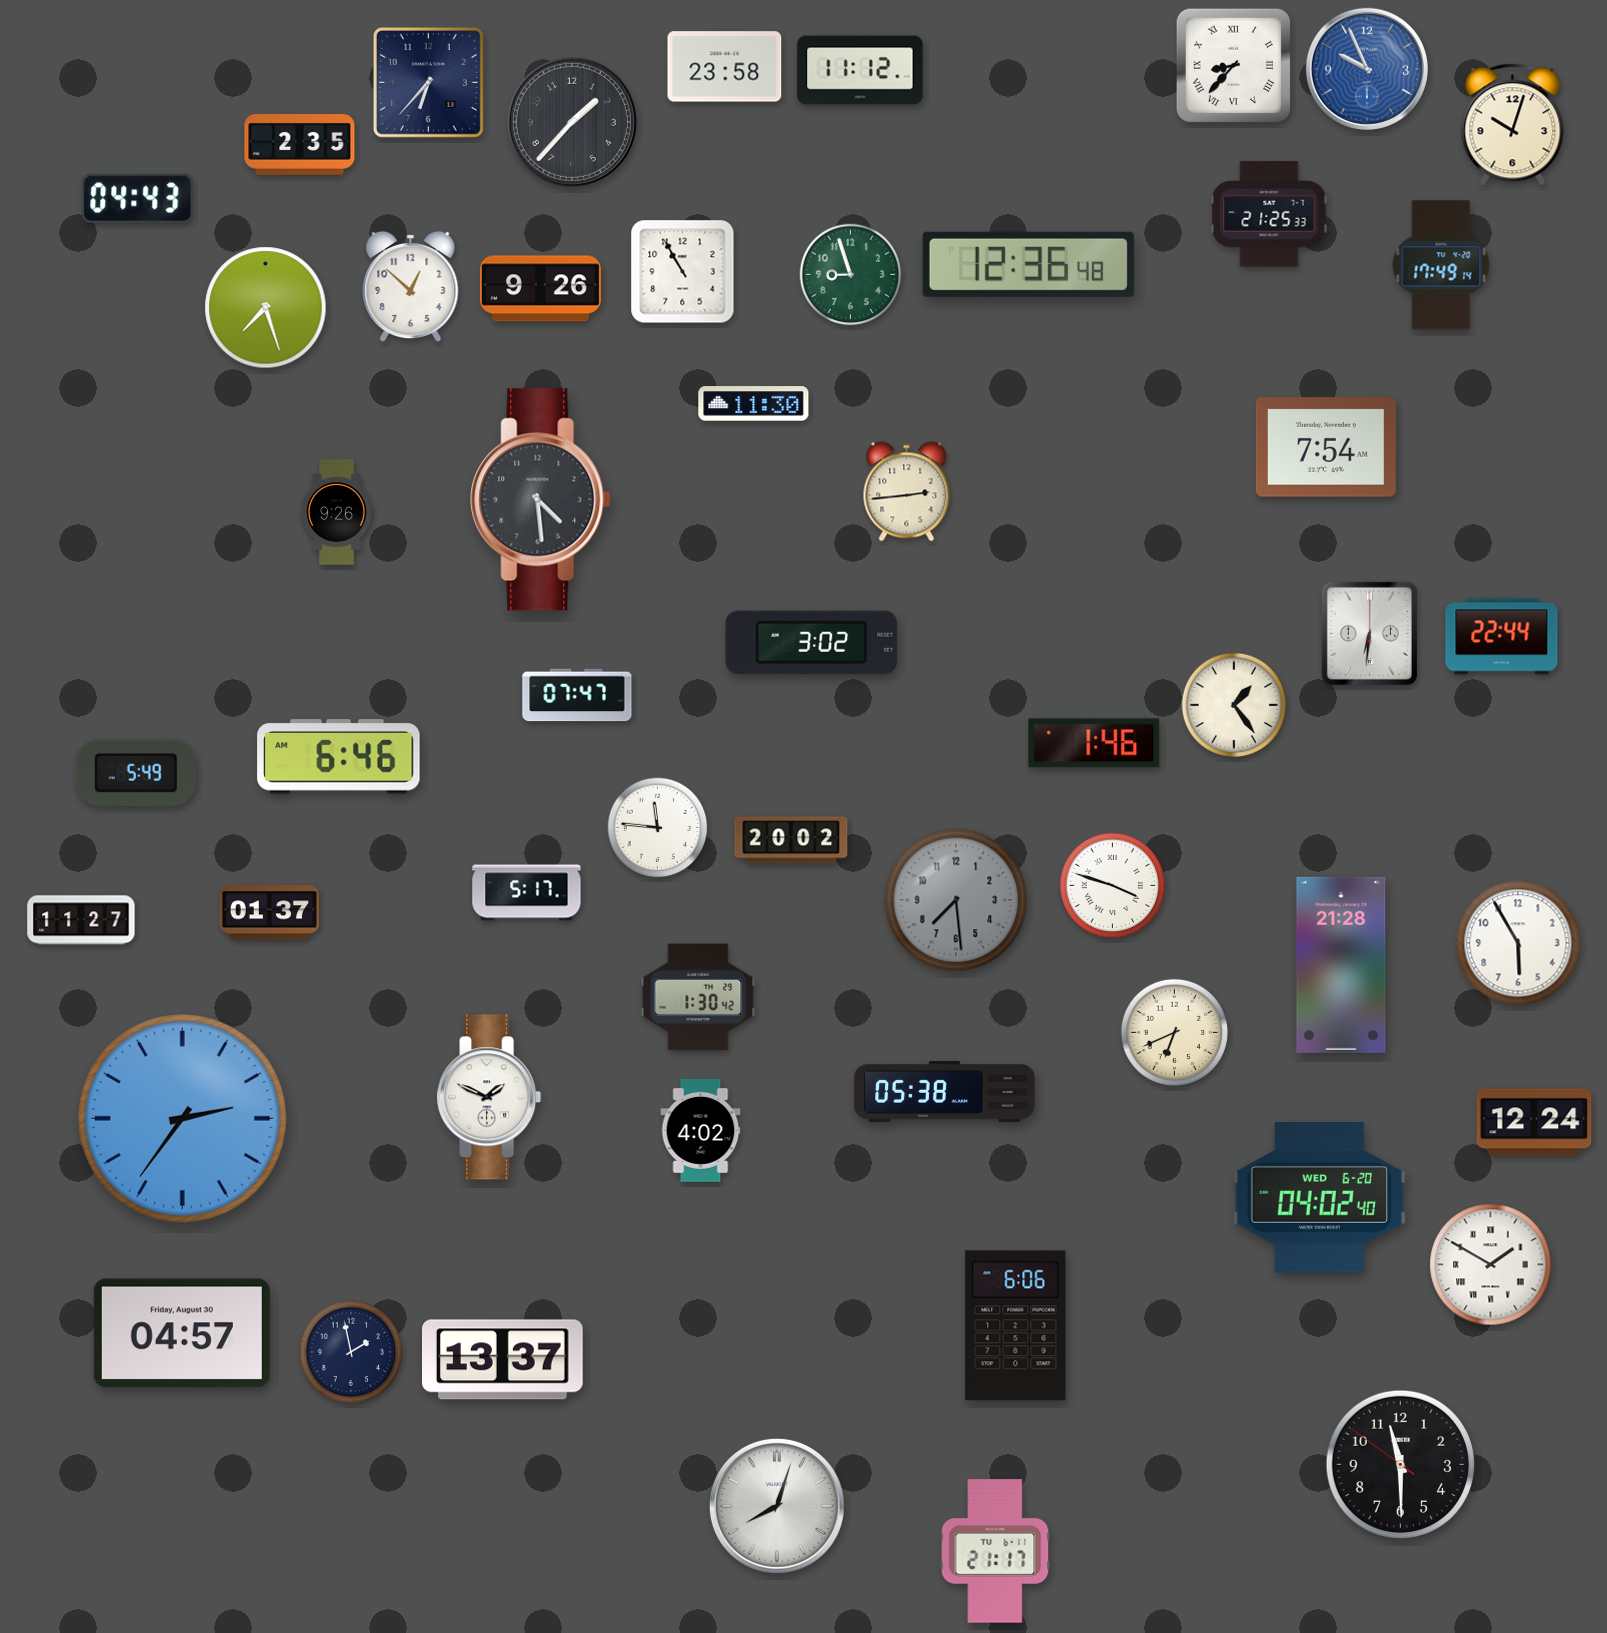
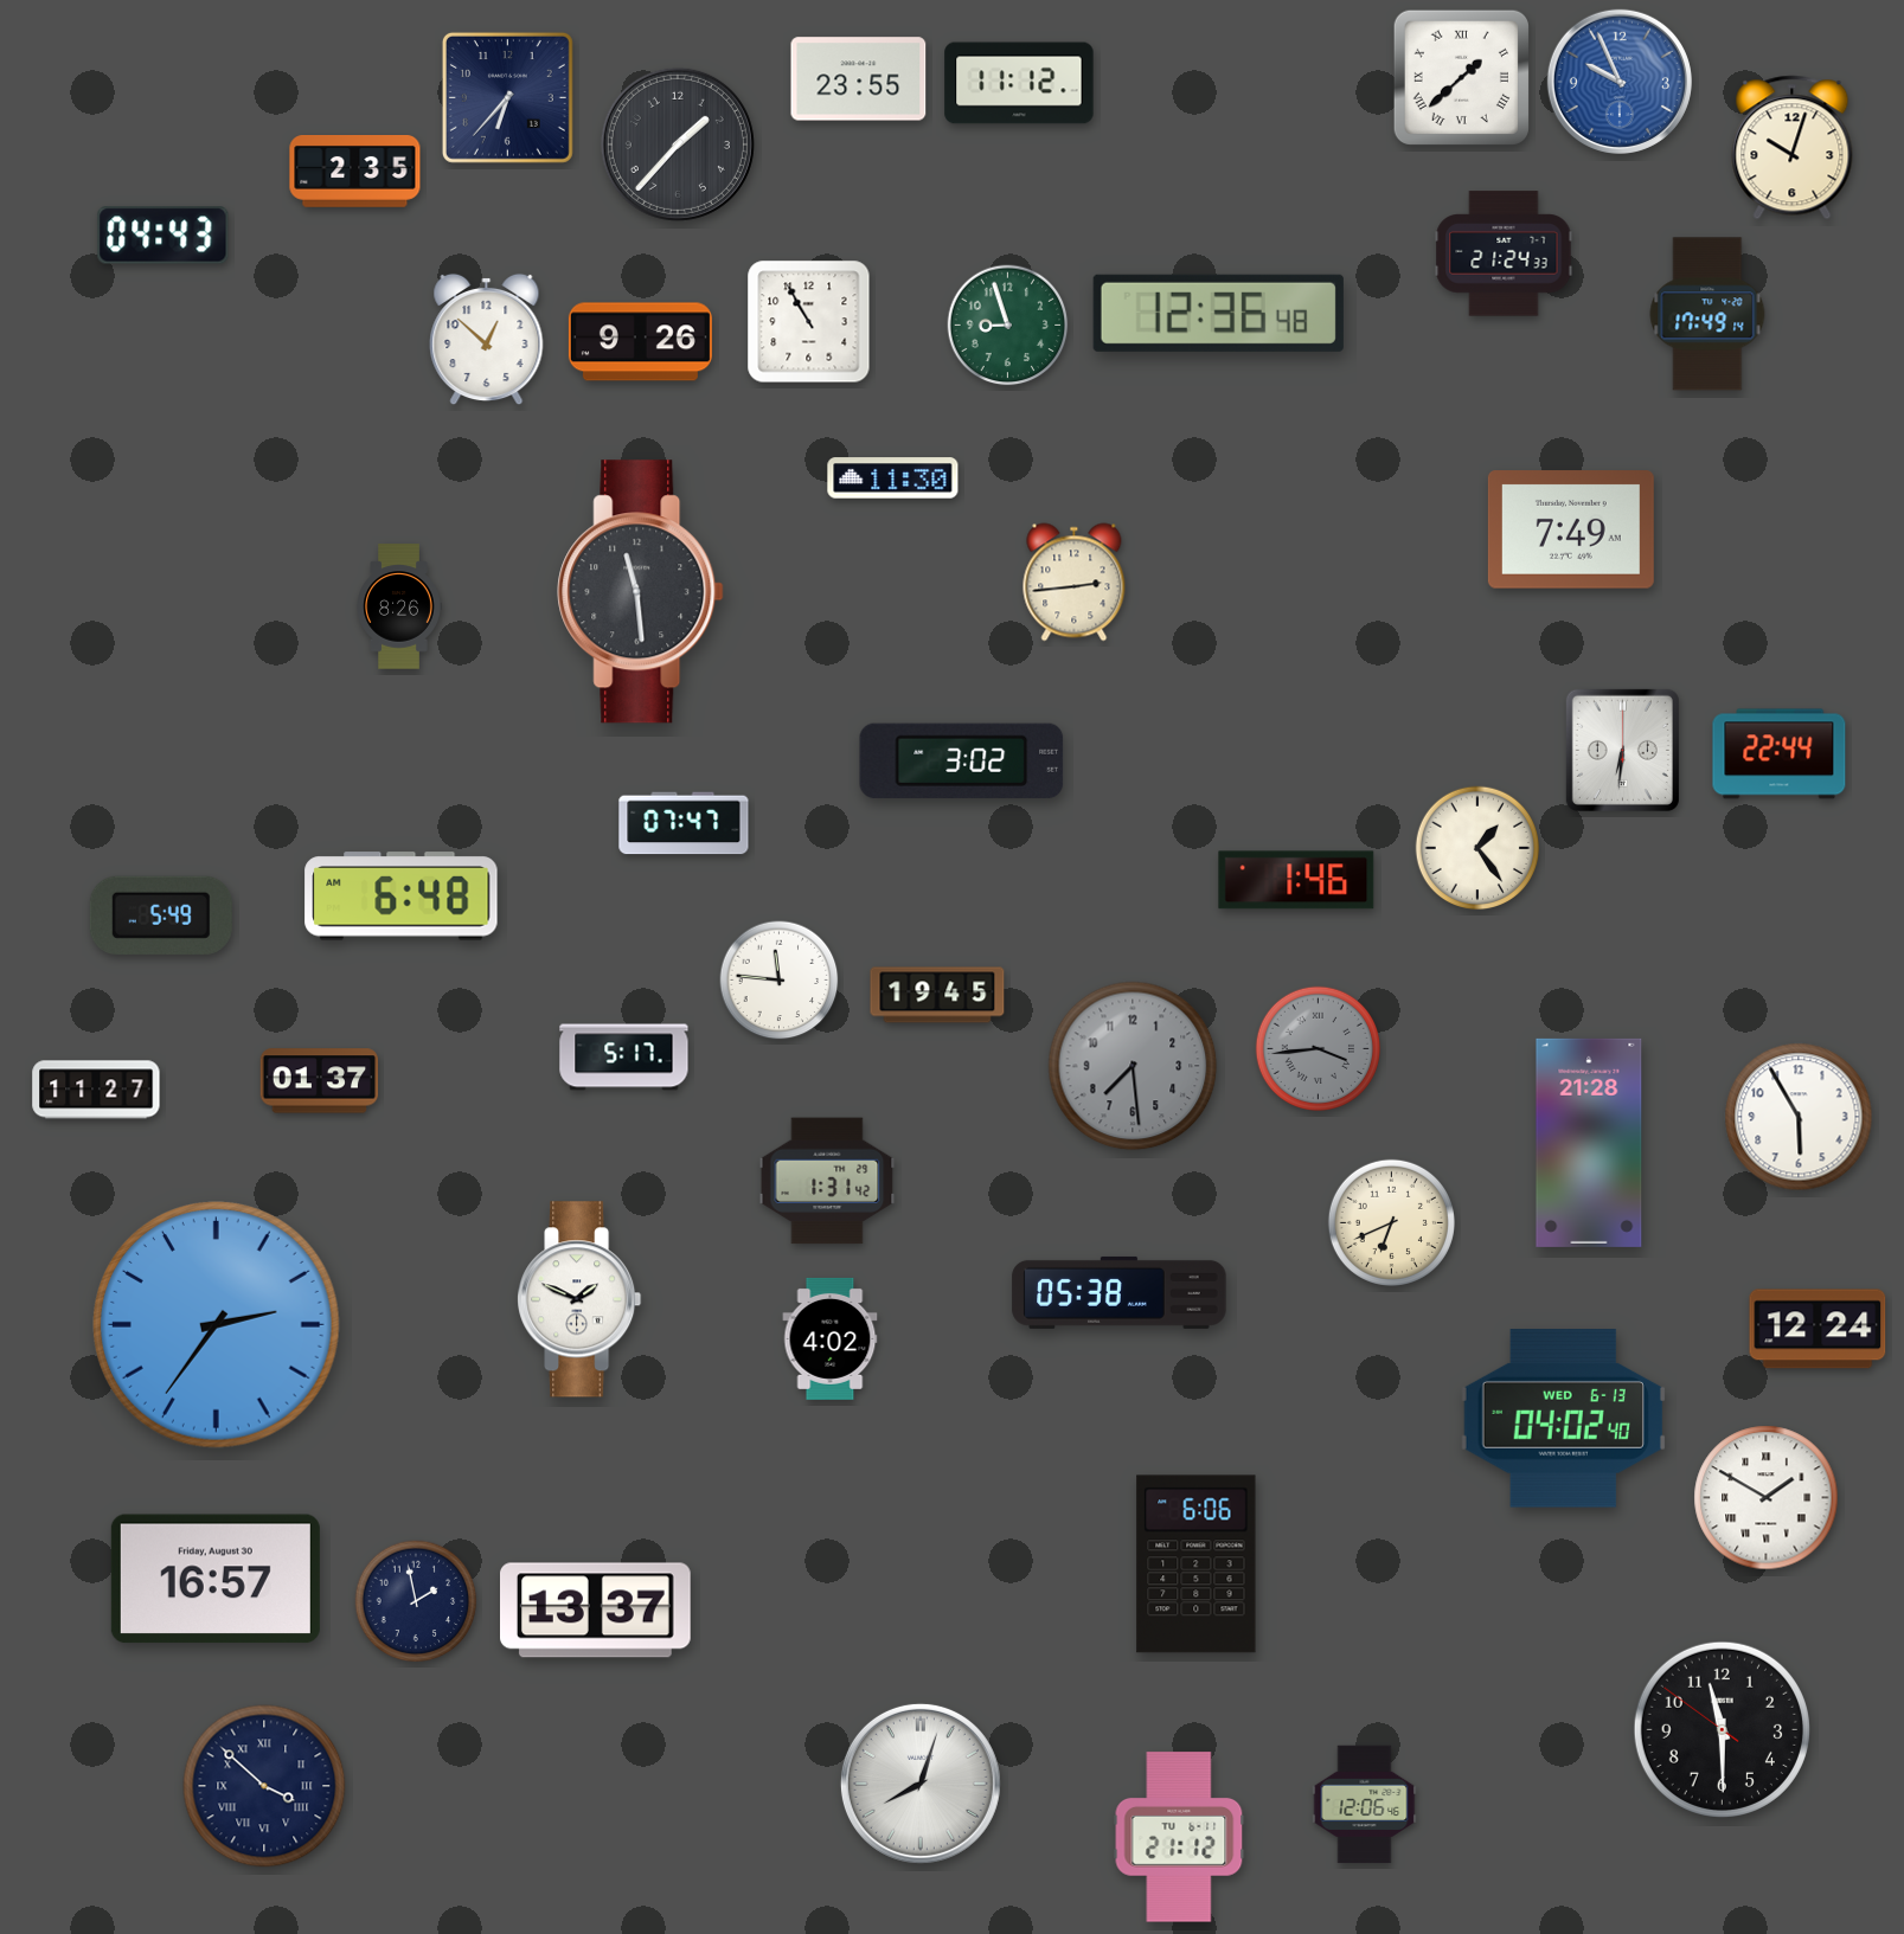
clock at (1233, 65): 8:37 -> 1:38
clock at (725, 67): 23:58 -> 23:55
clock at (1269, 214): 21:25 -> 21:24
clock at (266, 308): 7:27 -> none
clock at (1326, 447): 7:54 -> 7:49
clock at (541, 500): 4:29 -> 11:29
clock at (337, 512): 9:26 -> 8:26
clock at (1234, 705) position: (1234, 705) -> (1477, 848)
clock at (339, 757): 6:46 -> 6:48
clock at (791, 840): 20:02 -> 19:45
clock at (1112, 885): 3:48 -> 3:44
clock at (1112, 885) dial: white -> grey
clock at (698, 997): 1:30 -> 1:31
clock at (1319, 1198) date: WED 6-20 -> WED 6-13
clock at (1016, 1326) position: (1016, 1326) -> (1197, 1564)
clock at (182, 1333): 04:57 -> 16:57
clock at (1400, 1464) position: (1400, 1464) -> (1722, 1729)
clock at (264, 1786): none -> 3:52
clock at (1365, 1805): none -> 12:06
clock at (995, 1551): 21:17 -> 21:12
